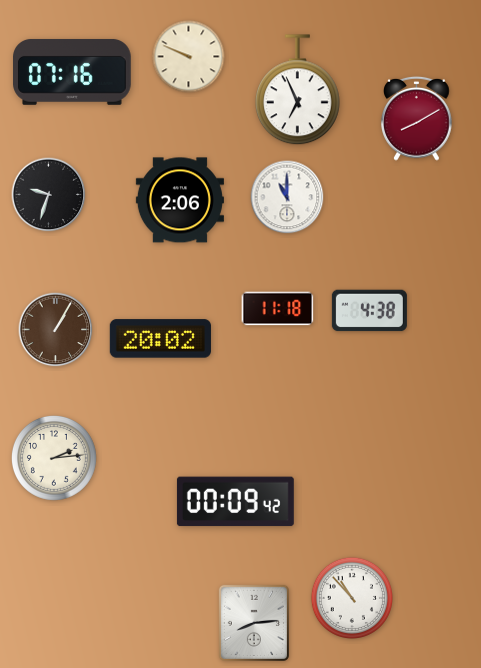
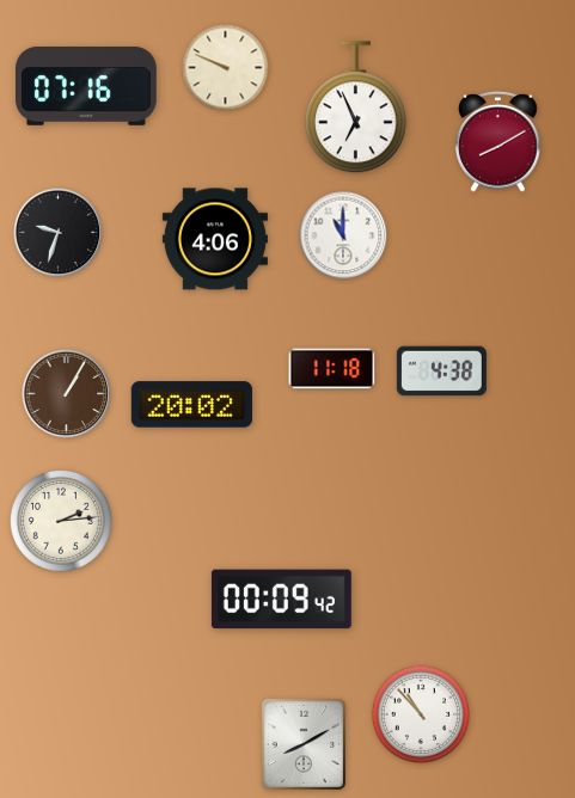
clock at (180, 200): 2:06 -> 4:06
clock at (54, 458) position: (54, 458) -> (61, 521)
clock at (254, 623): 8:14 -> 8:10
